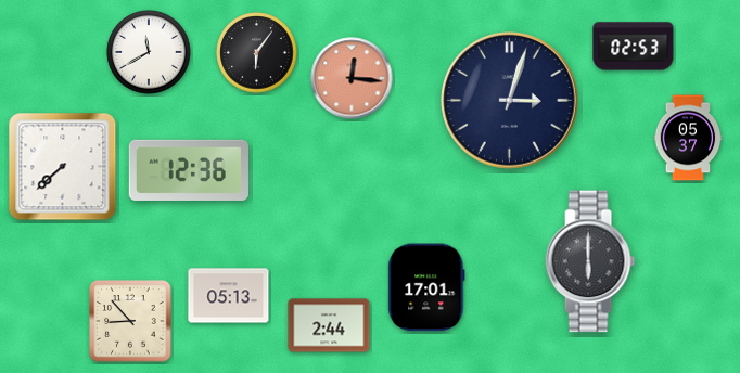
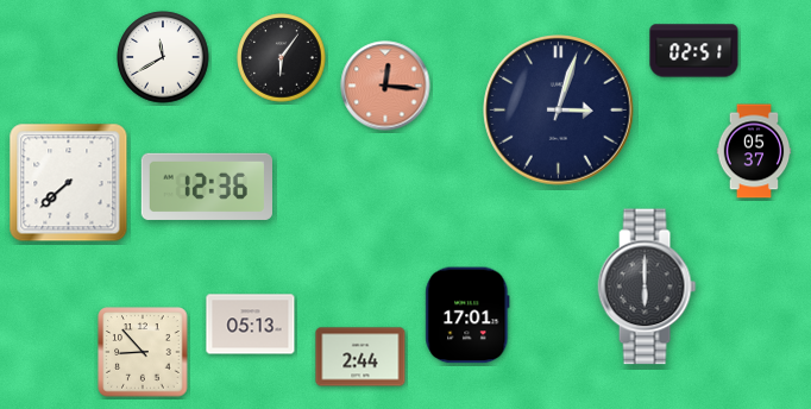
clock at (634, 47): 02:53 -> 02:51
